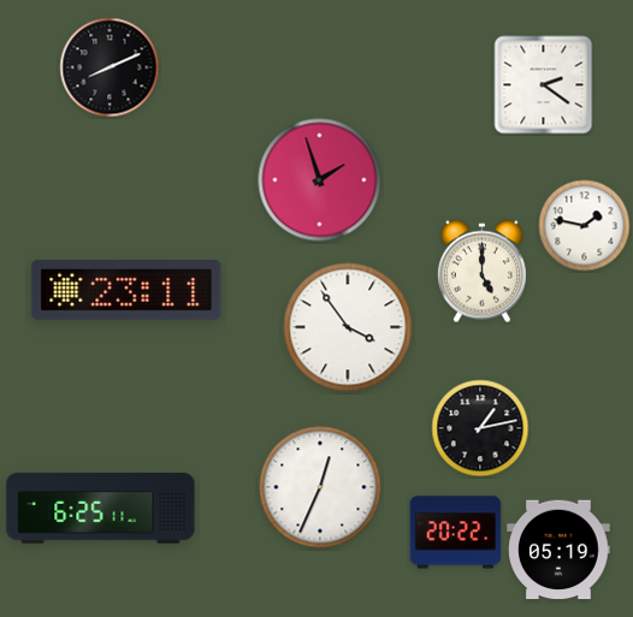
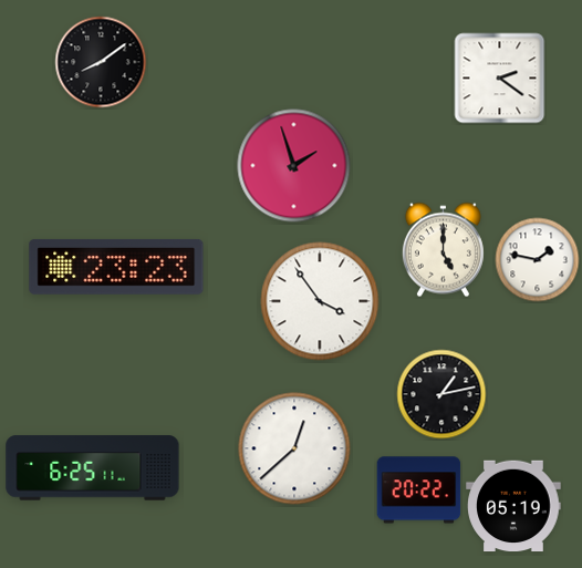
clock at (110, 67): 8:11 -> 8:09
clock at (585, 226) position: (585, 226) -> (538, 260)
clock at (126, 290): 23:11 -> 23:23
clock at (320, 487): 12:34 -> 12:38
